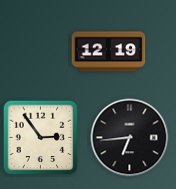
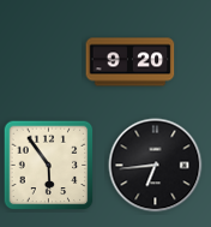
clock at (109, 52): 12:19 -> 9:20
clock at (41, 138): 2:54 -> 5:54
